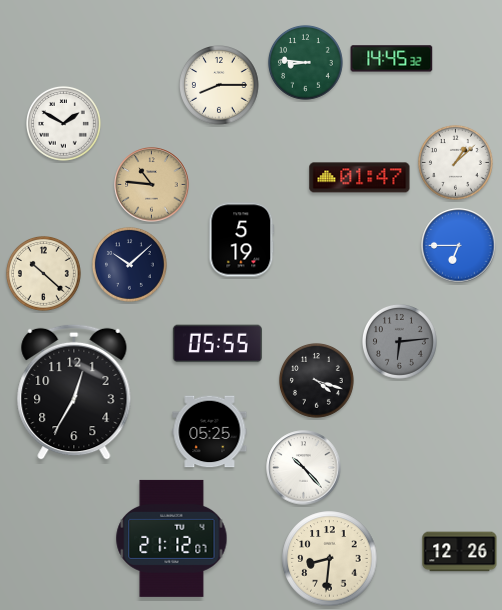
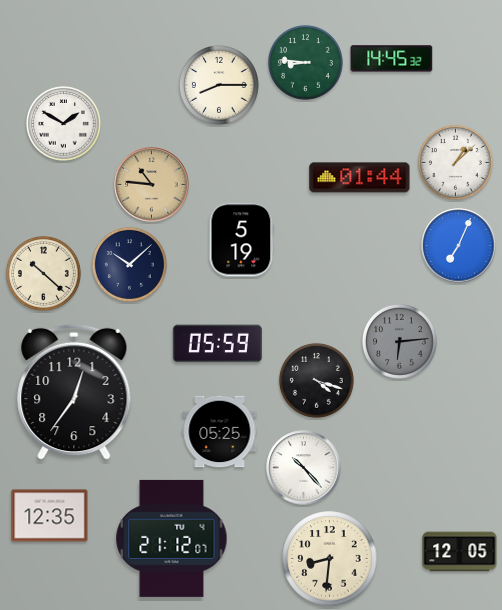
clock at (360, 178): 01:47 -> 01:44
clock at (459, 246): 6:45 -> 7:04
clock at (217, 344): 05:55 -> 05:59
clock at (74, 392): 12:35 -> 12:36
clock at (210, 432) position: (210, 432) -> (220, 432)
clock at (50, 516): none -> 12:35
clock at (460, 552): 12:26 -> 12:05
